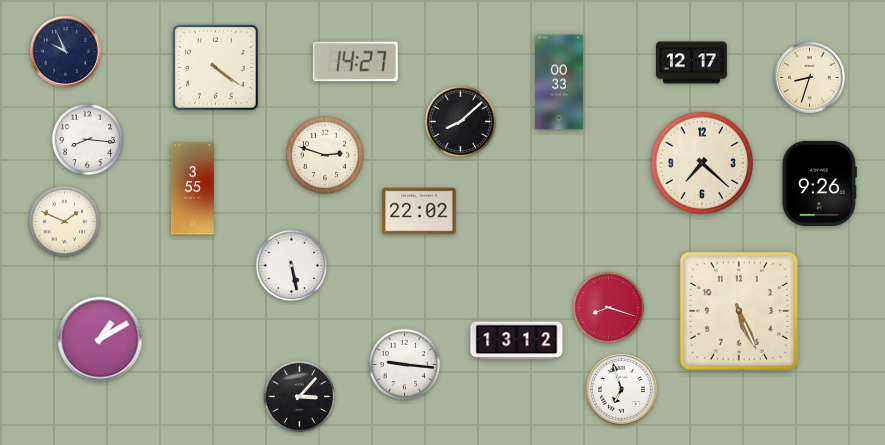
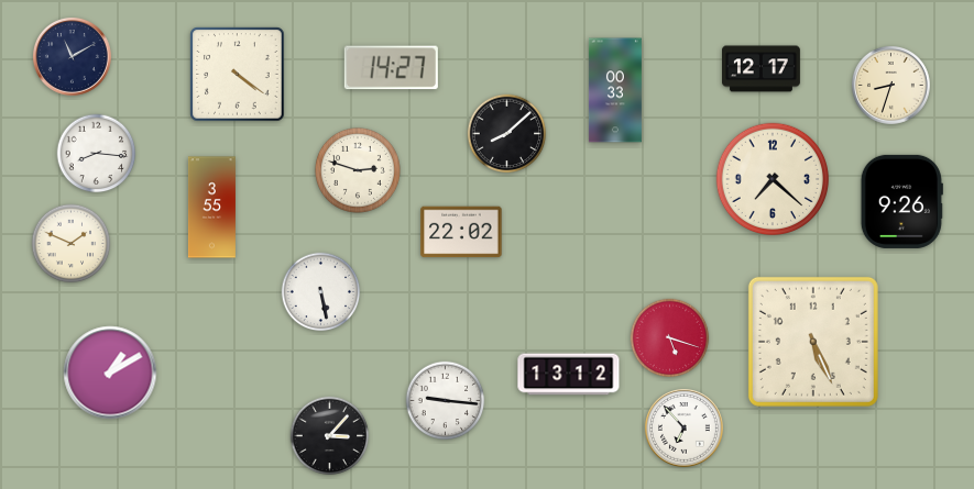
clock at (65, 51): 9:56 -> 11:10
clock at (609, 308): 8:18 -> 5:18
clock at (621, 389): 6:57 -> 6:53
